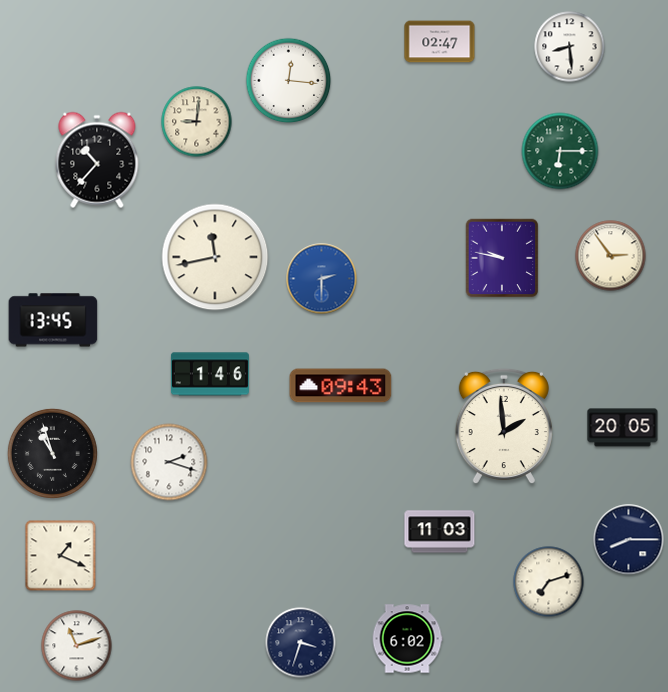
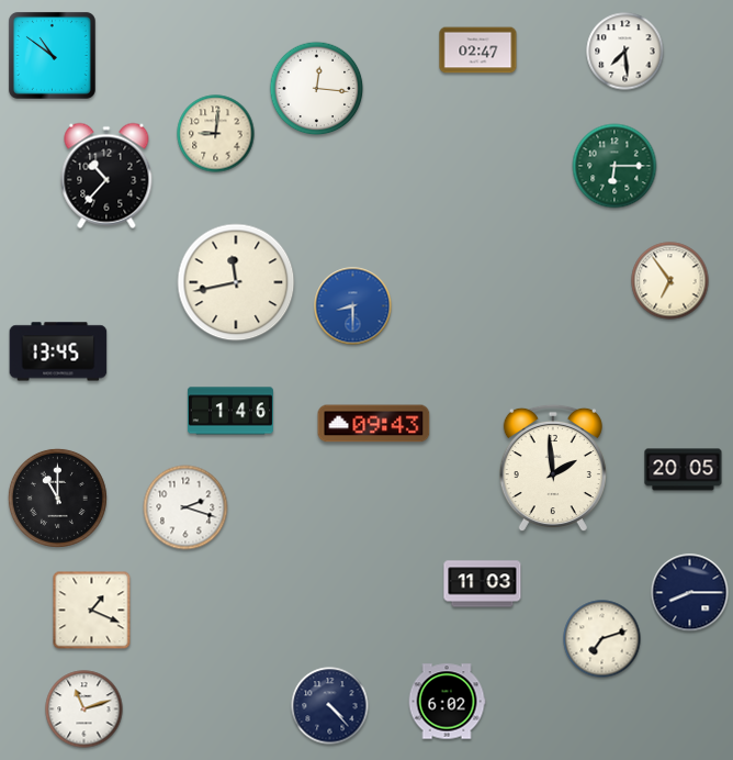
clock at (440, 42) position: (440, 42) -> (478, 51)
clock at (570, 47): 8:29 -> 7:29
clock at (52, 55): none -> 10:51
clock at (611, 256): 2:54 -> 6:54
clock at (502, 258): 9:47 -> none
clock at (322, 279): 2:30 -> 8:30
clock at (52, 453): 10:57 -> 11:00
clock at (61, 556) position: (61, 556) -> (92, 611)
clock at (301, 643): 3:33 -> 4:23
